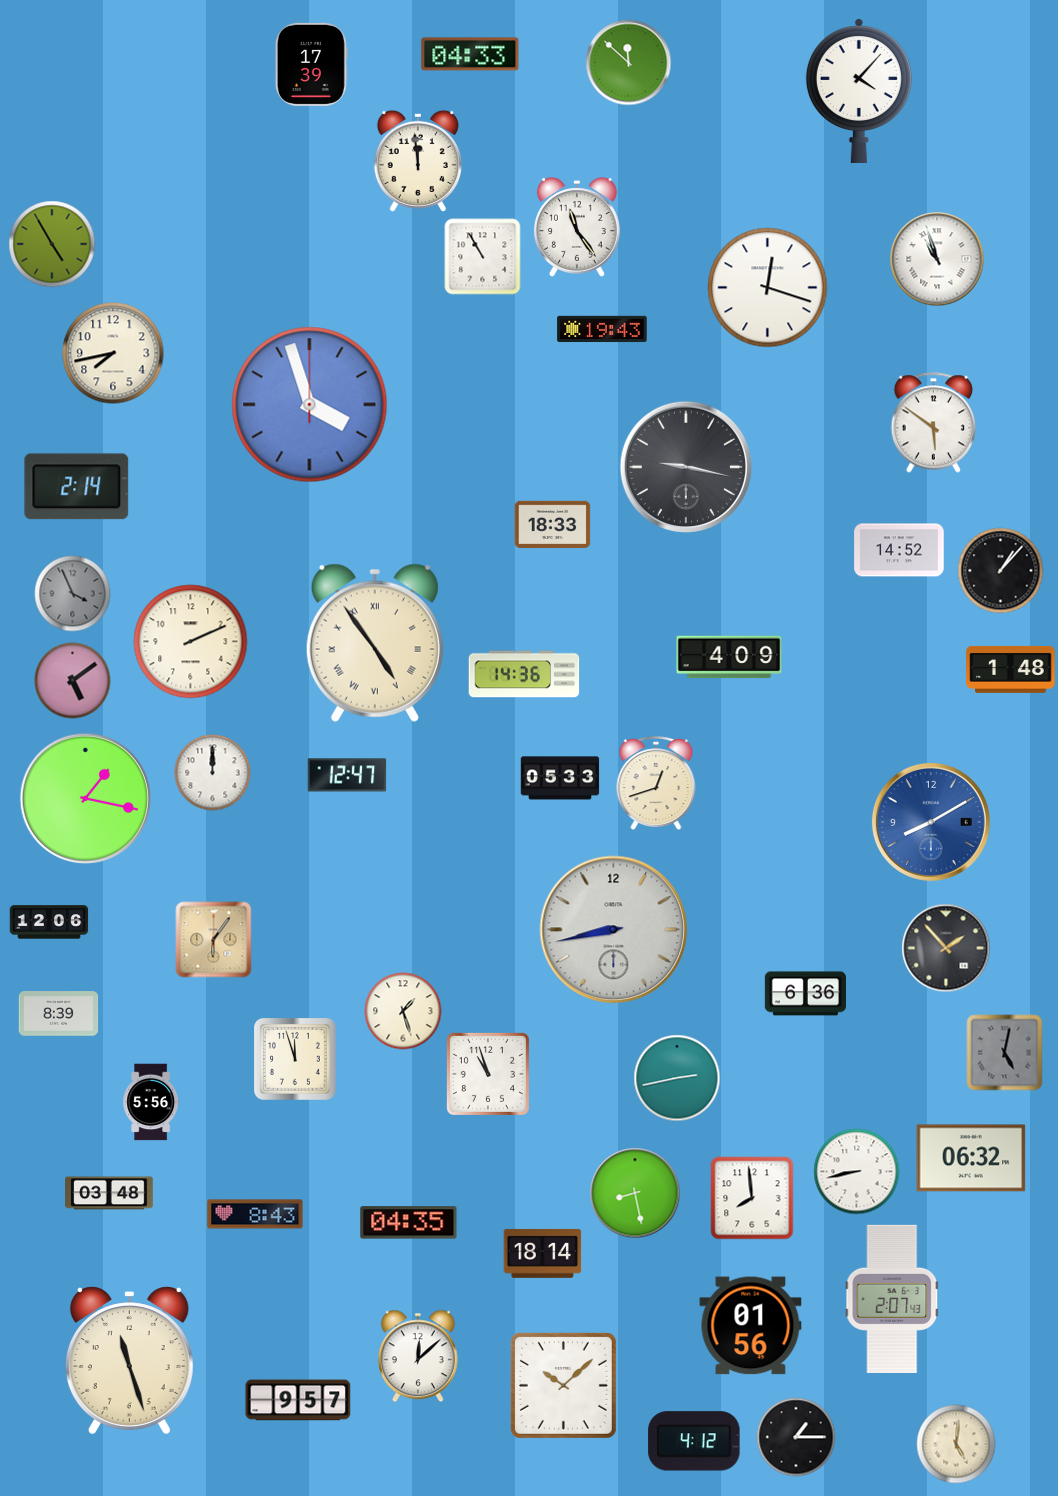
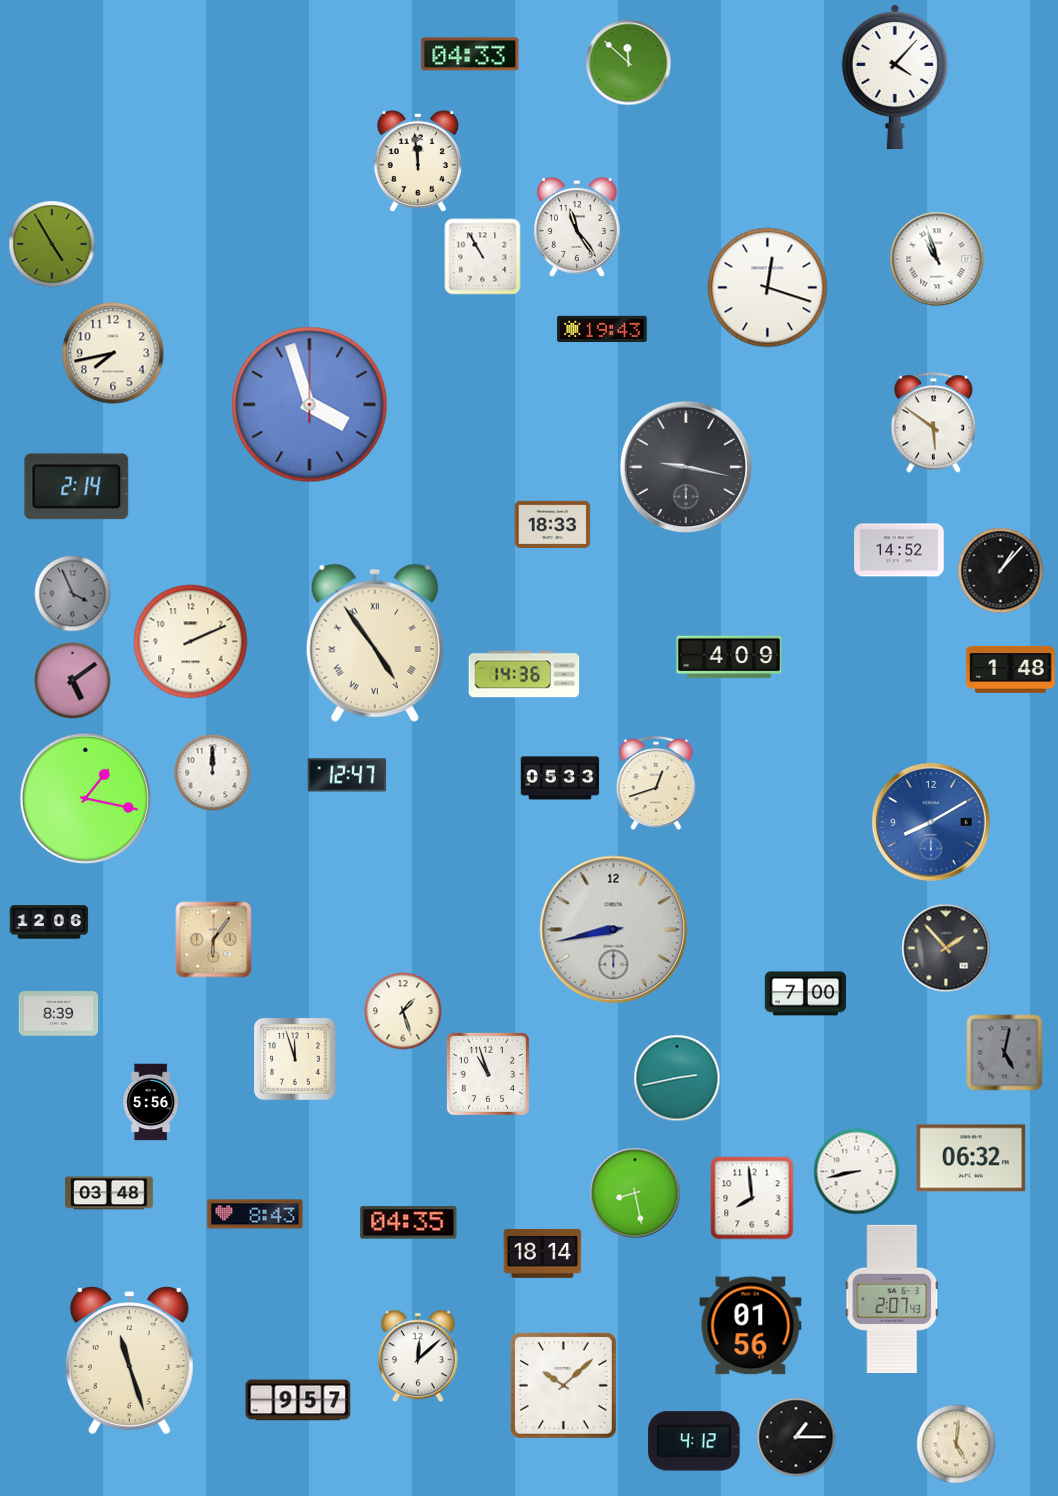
clock at (311, 64): 17:39 -> none
clock at (859, 91) position: (859, 91) -> (895, 77)
clock at (805, 994): 6:36 -> 7:00
